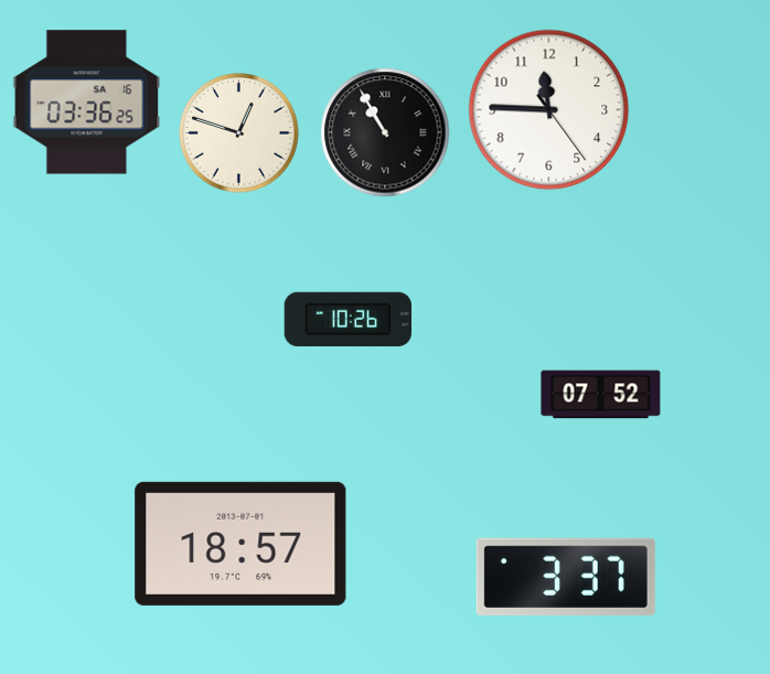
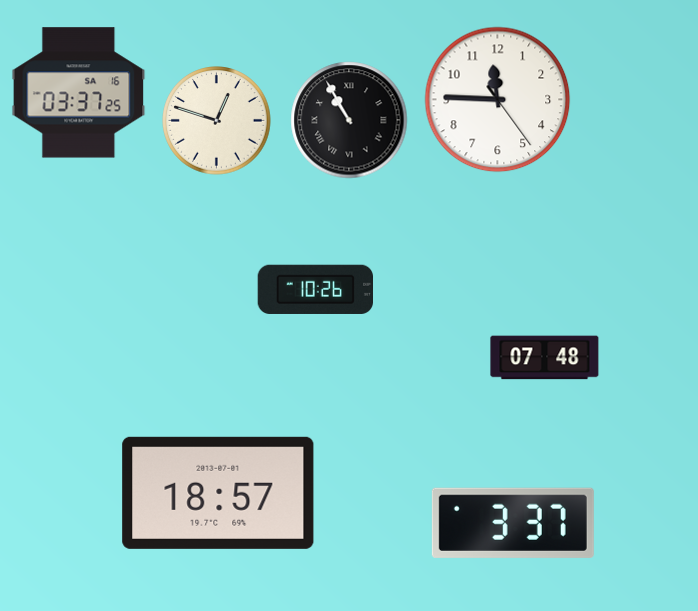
clock at (87, 103): 03:36 -> 03:37
clock at (601, 395): 07:52 -> 07:48
